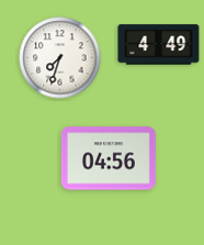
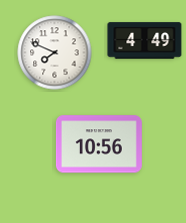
clock at (60, 58): 7:33 -> 7:49
clock at (109, 158): 04:56 -> 10:56
